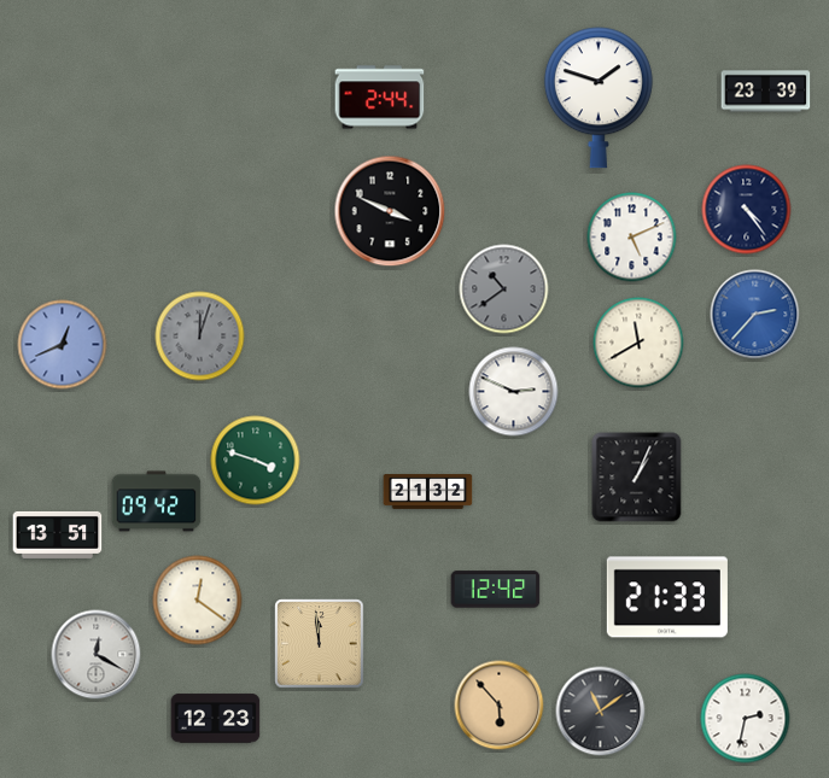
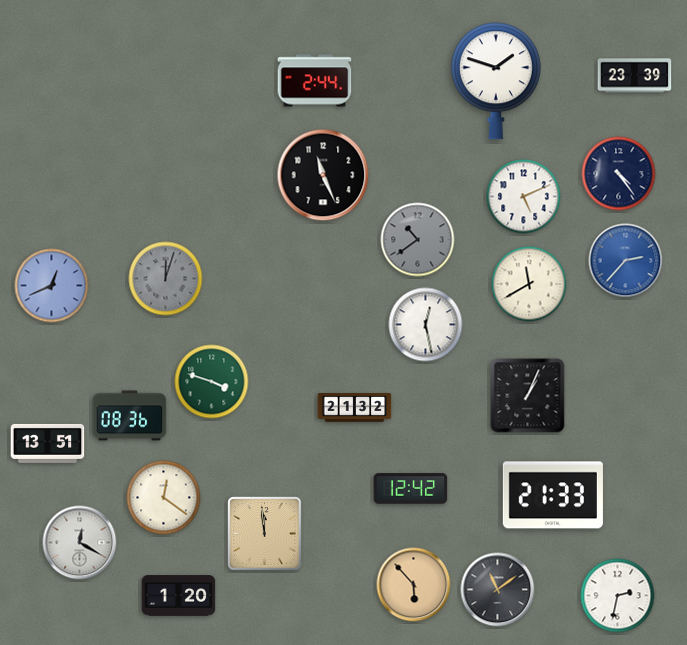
clock at (390, 211): 3:49 -> 11:26
clock at (514, 392): 2:49 -> 12:28
clock at (157, 502): 09:42 -> 08:36
clock at (216, 719): 12:23 -> 1:20
